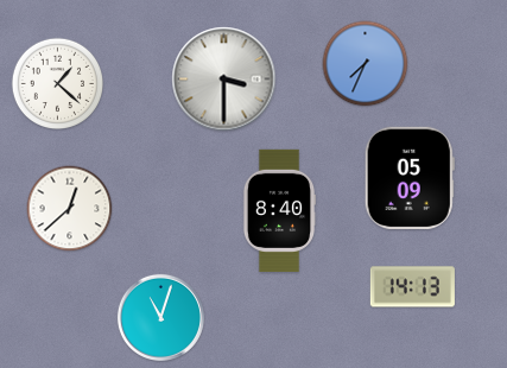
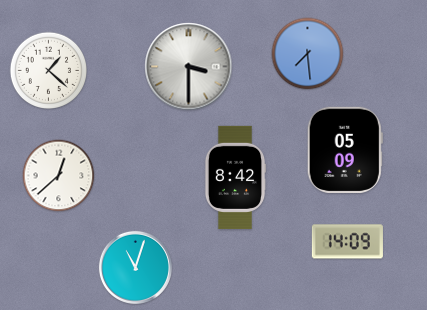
clock at (366, 64): 7:34 -> 7:29
clock at (279, 210): 8:40 -> 8:42
clock at (412, 287): 14:13 -> 14:09
